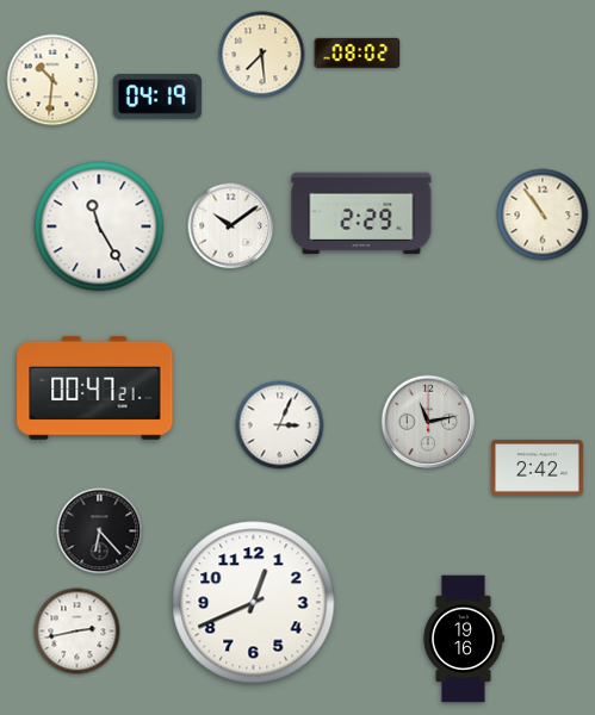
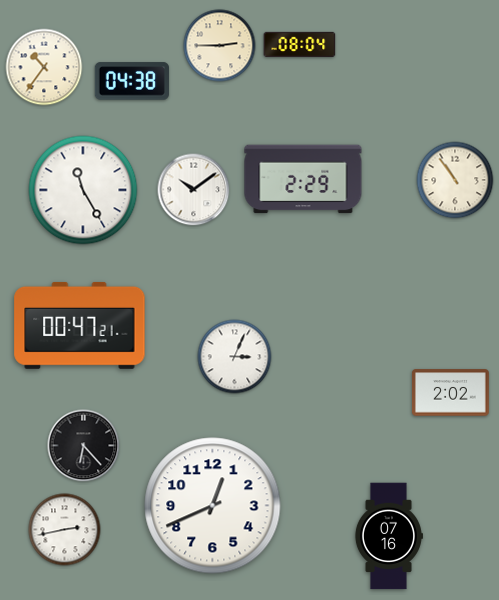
clock at (358, 52): 08:02 -> 08:04
clock at (262, 55): 7:29 -> 2:45
clock at (52, 80): 10:31 -> 10:36
clock at (156, 97): 04:19 -> 04:38
clock at (428, 422): 11:13 -> none
clock at (537, 468): 2:42 -> 2:02
clock at (463, 639): 19:16 -> 07:16
